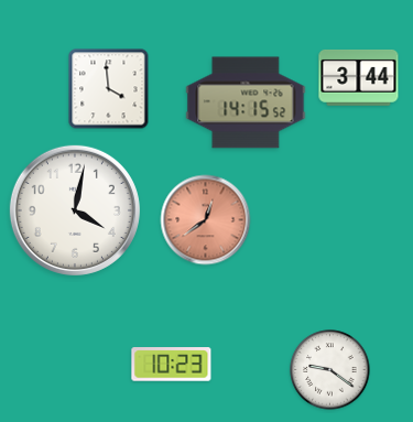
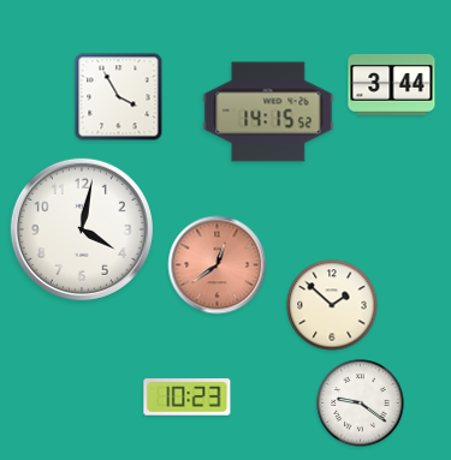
clock at (109, 89): 3:59 -> 3:55
clock at (206, 220) position: (206, 220) -> (218, 265)
clock at (332, 305): none -> 1:52
